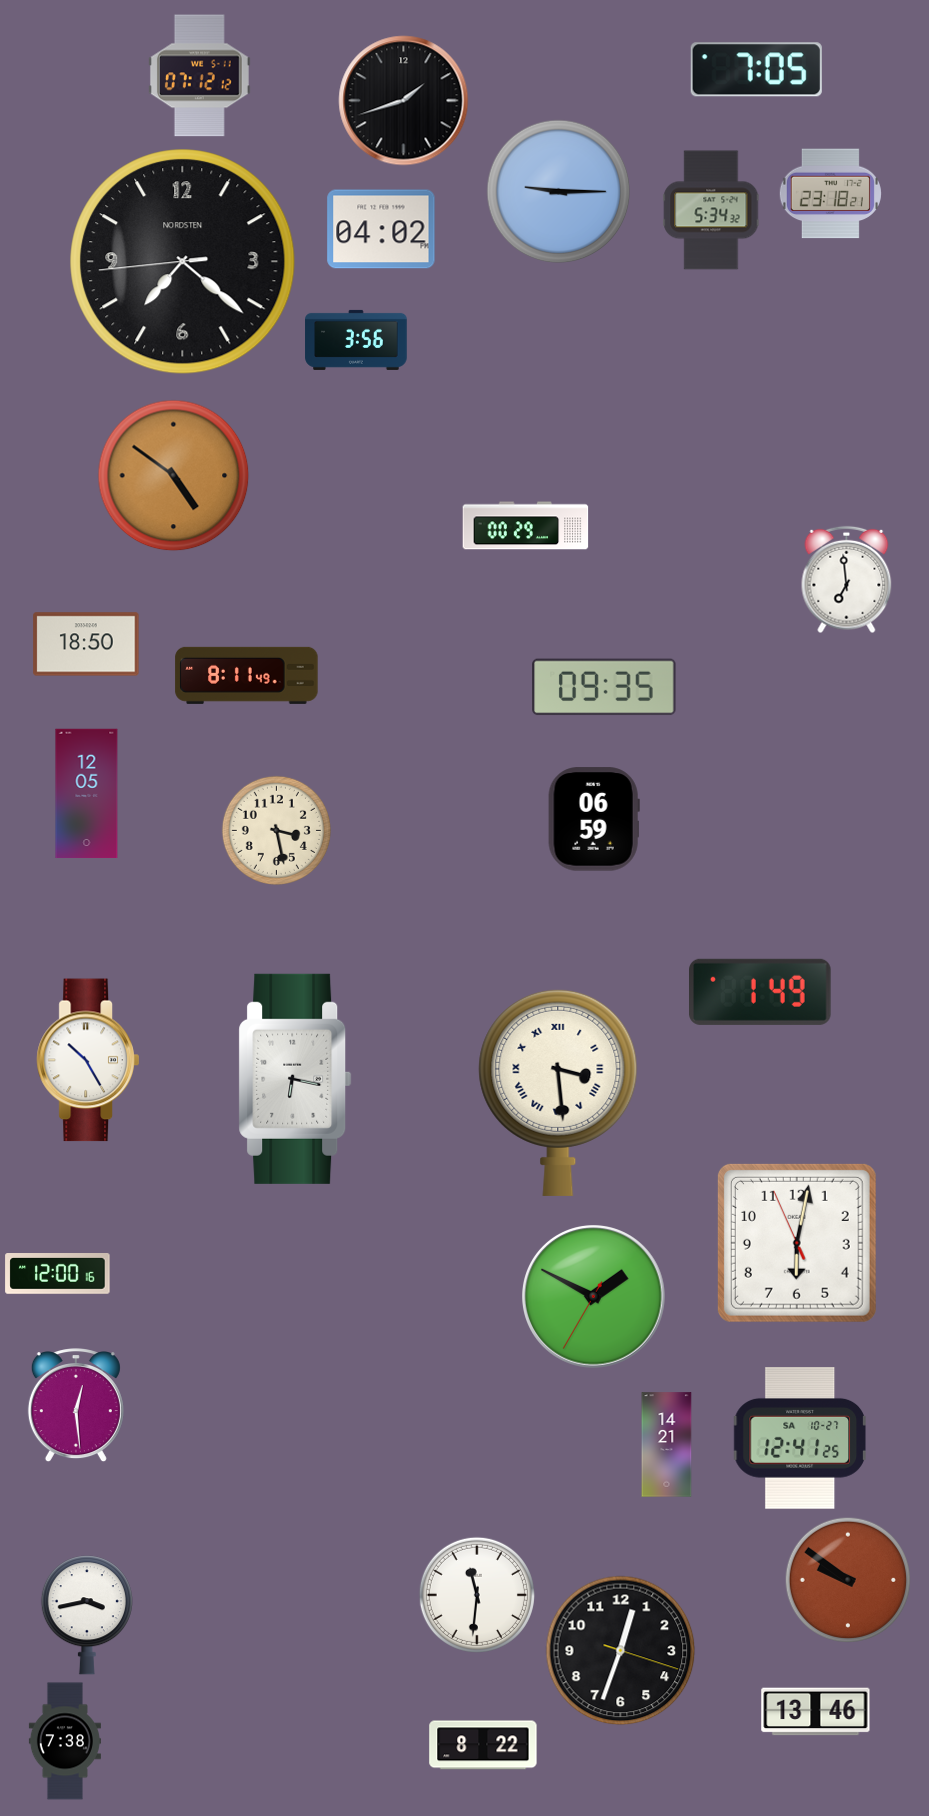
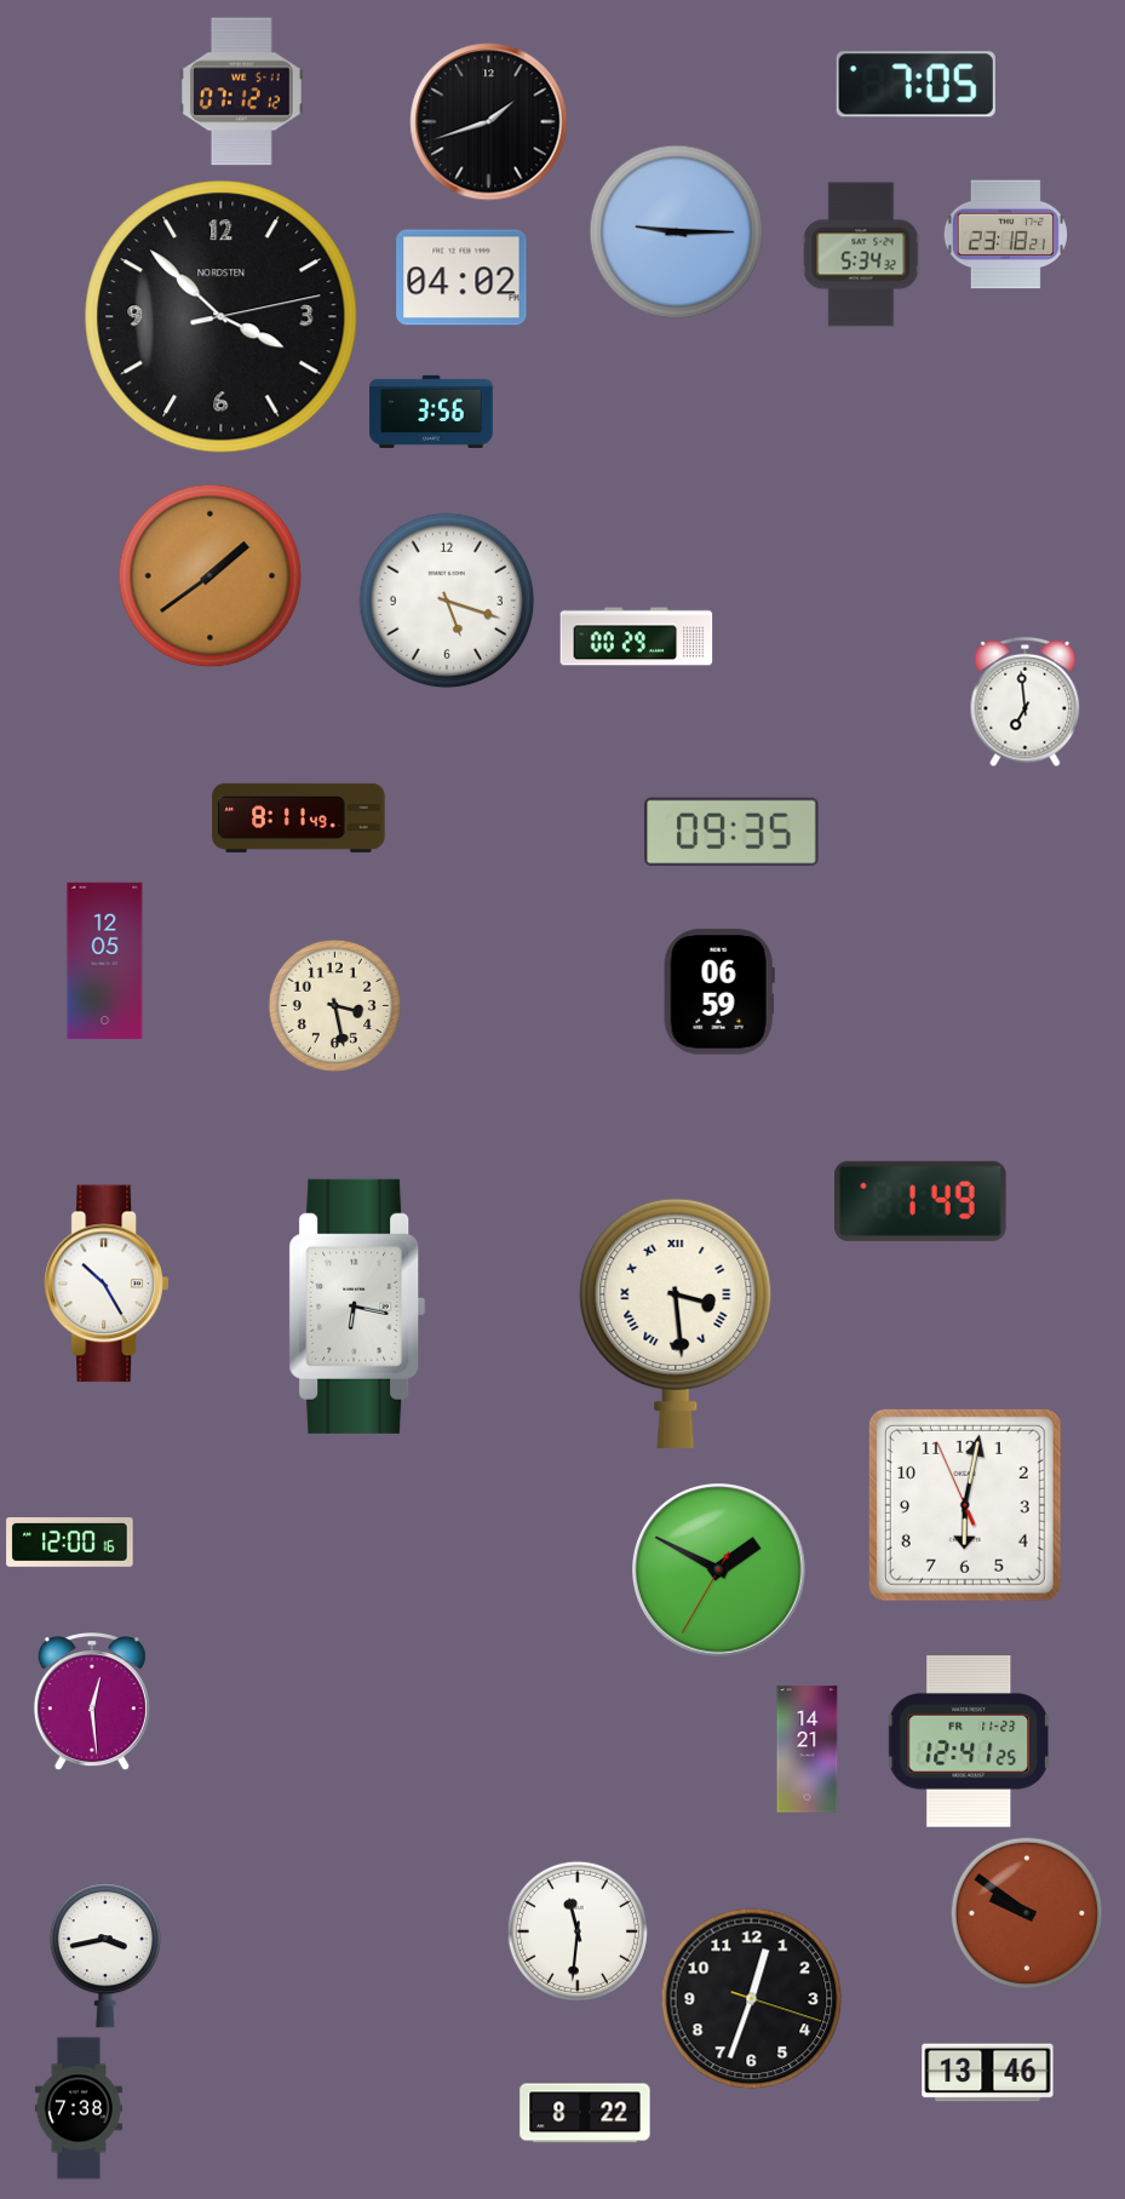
clock at (183, 262): 7:21 -> 3:52
clock at (174, 476): 4:51 -> 1:39
clock at (447, 601): none -> 5:18
clock at (86, 644): 18:50 -> none
clock at (799, 1438) date: SA 10-27 -> FR 11-23
